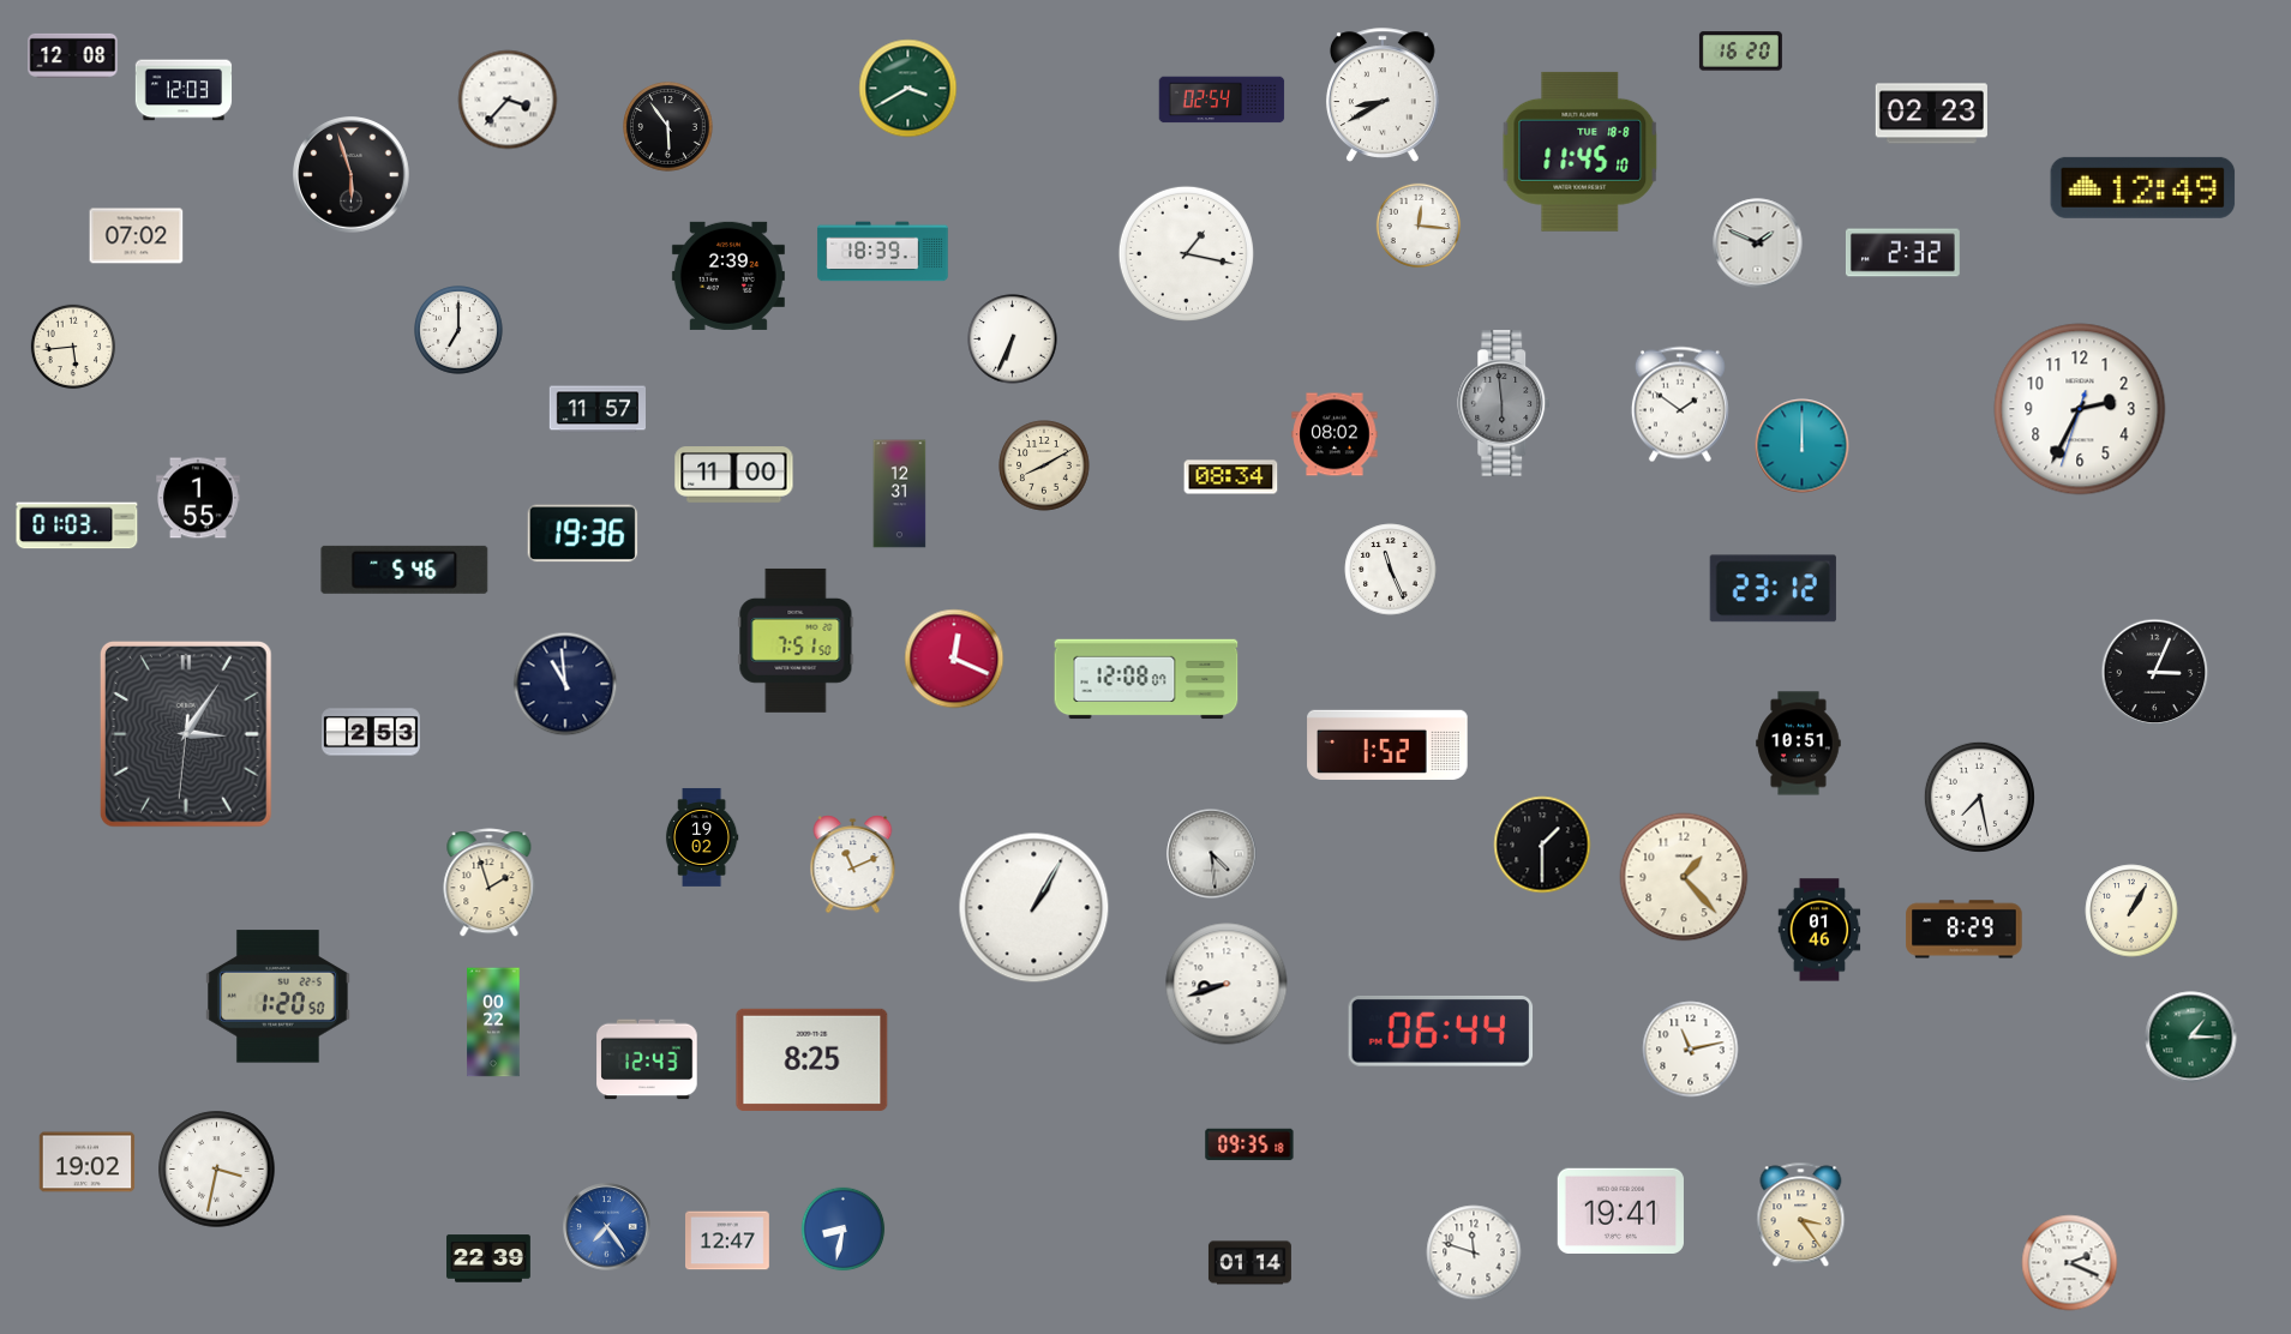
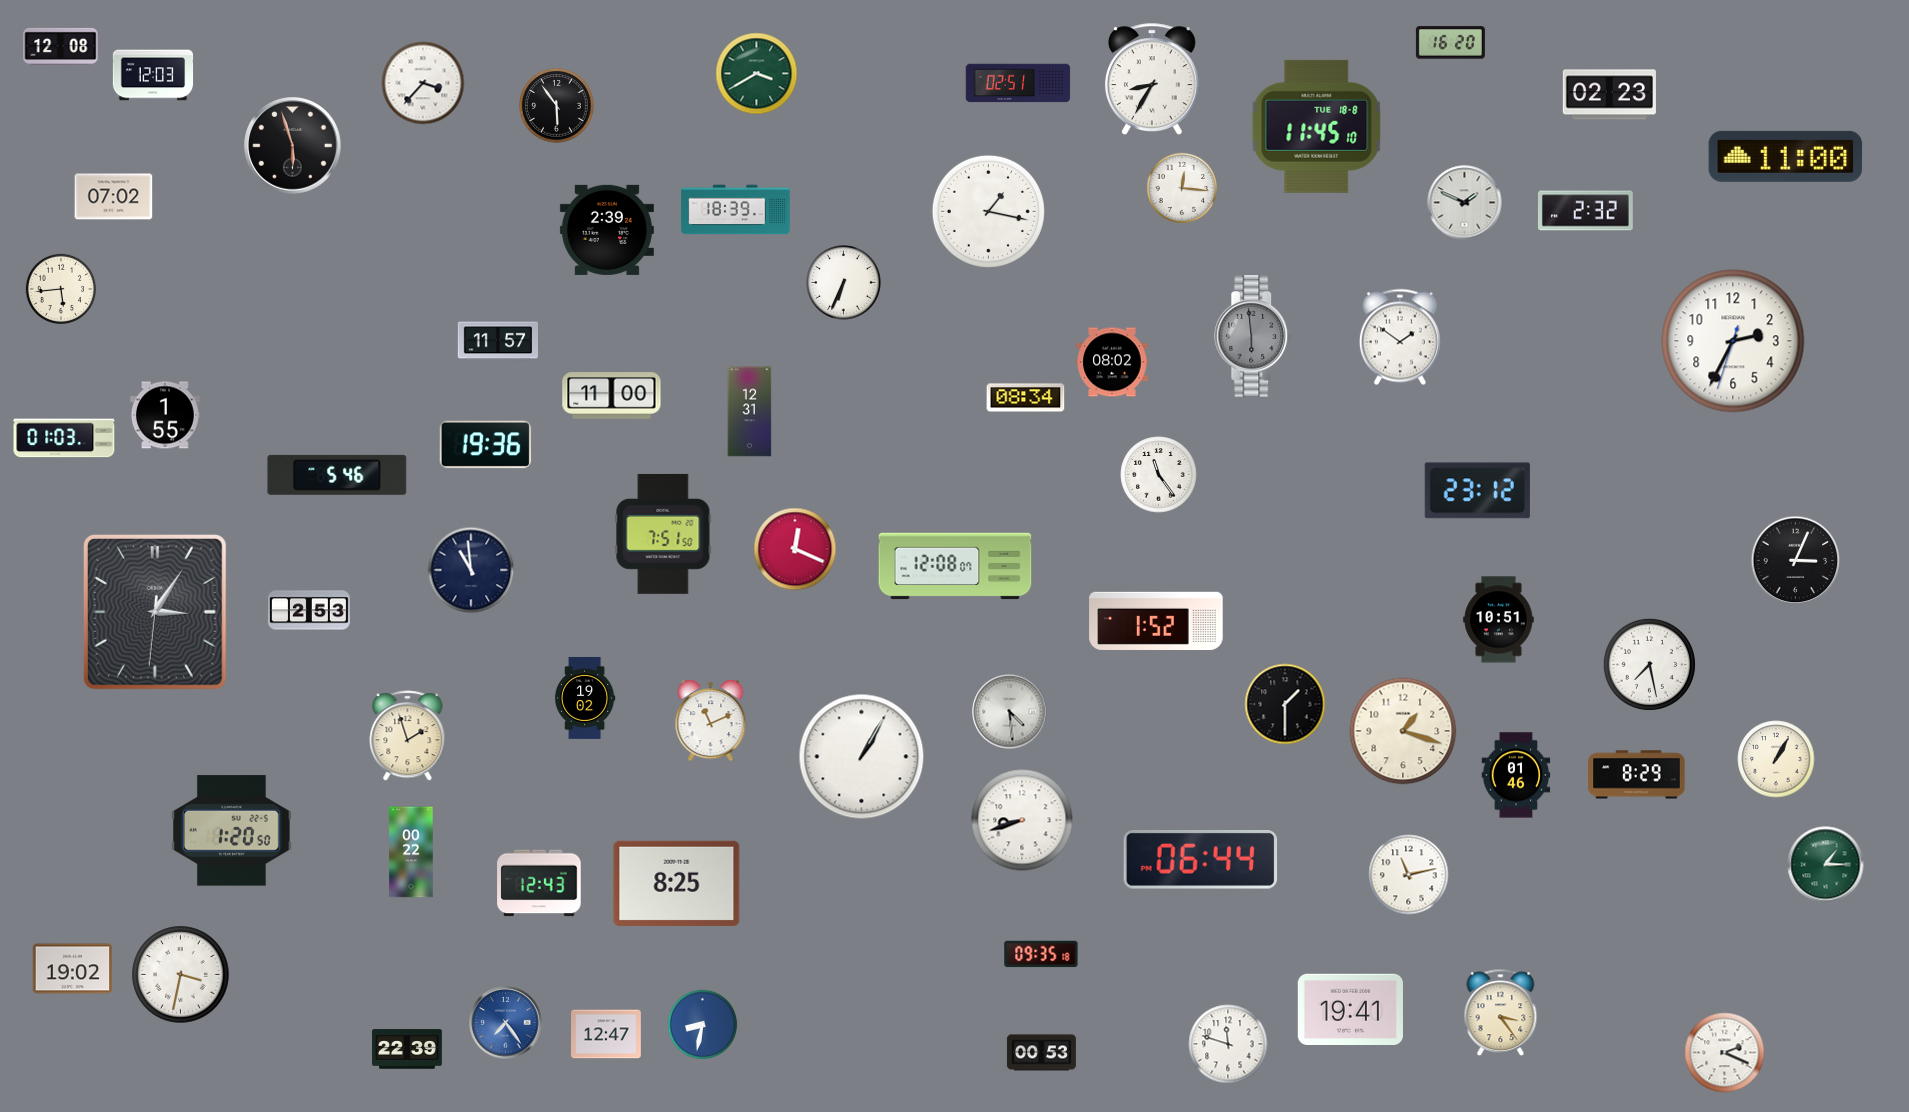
clock at (1383, 95): 8:40 -> 8:35
clock at (1222, 100): 02:54 -> 02:51
clock at (2143, 187): 12:49 -> 11:00
clock at (460, 331): 7:00 -> none
clock at (1803, 446): 12:00 -> none
clock at (1044, 465): 8:10 -> none
clock at (1391, 570): 11:26 -> 11:24
clock at (1684, 877): 1:23 -> 1:18
clock at (1249, 1263): 01:14 -> 00:53
